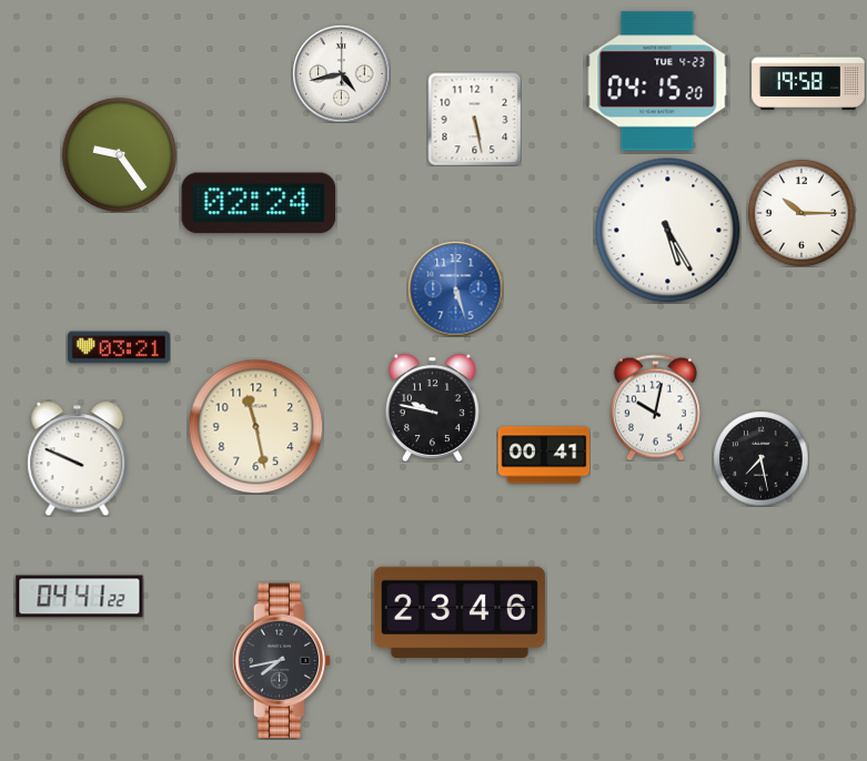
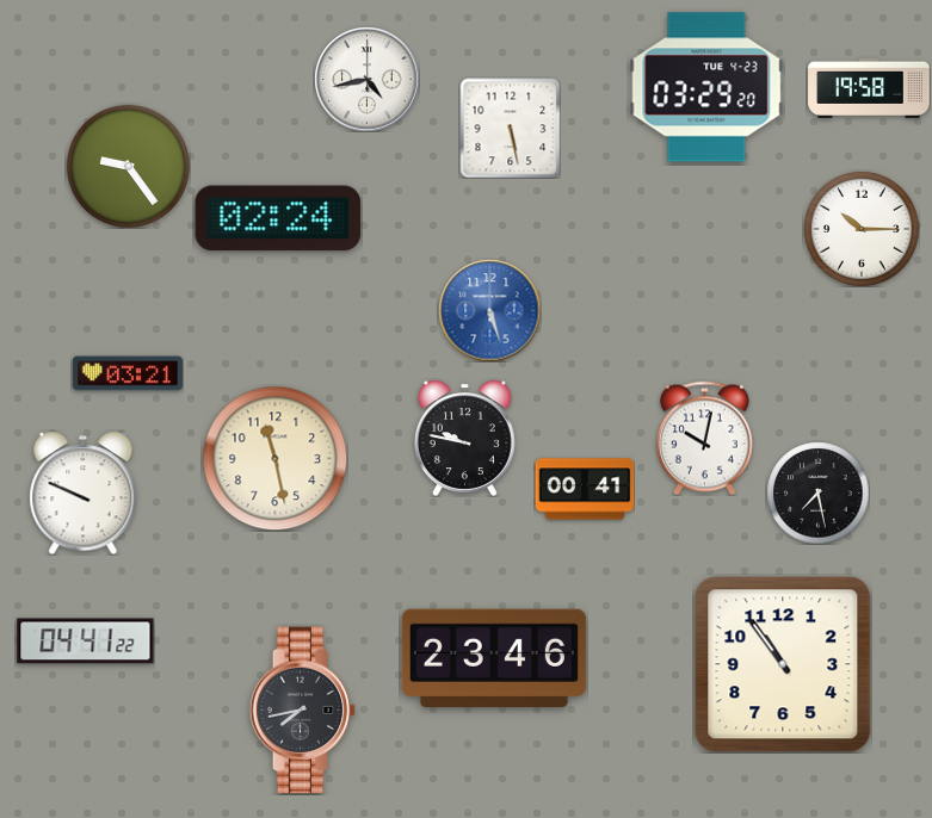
clock at (657, 81): 04:15 -> 03:29
clock at (668, 231): 5:25 -> none
clock at (783, 664): none -> 10:54
